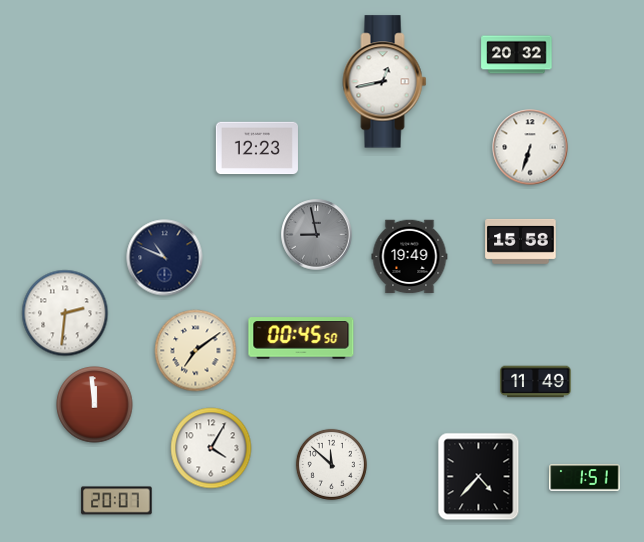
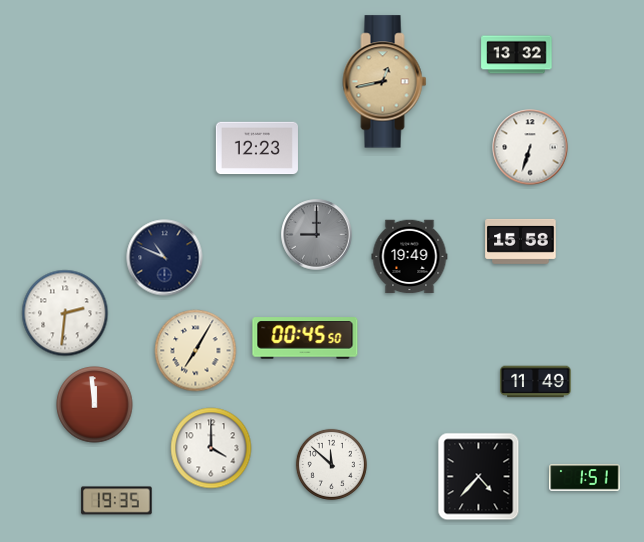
clock at (517, 55): 20:32 -> 13:32
clock at (385, 82) dial: white -> champagne
clock at (317, 235): 8:58 -> 9:00
clock at (301, 338) position: (301, 338) -> (305, 338)
clock at (196, 351): 7:09 -> 7:05
clock at (211, 448): 4:05 -> 4:00
clock at (117, 501): 20:07 -> 19:35
